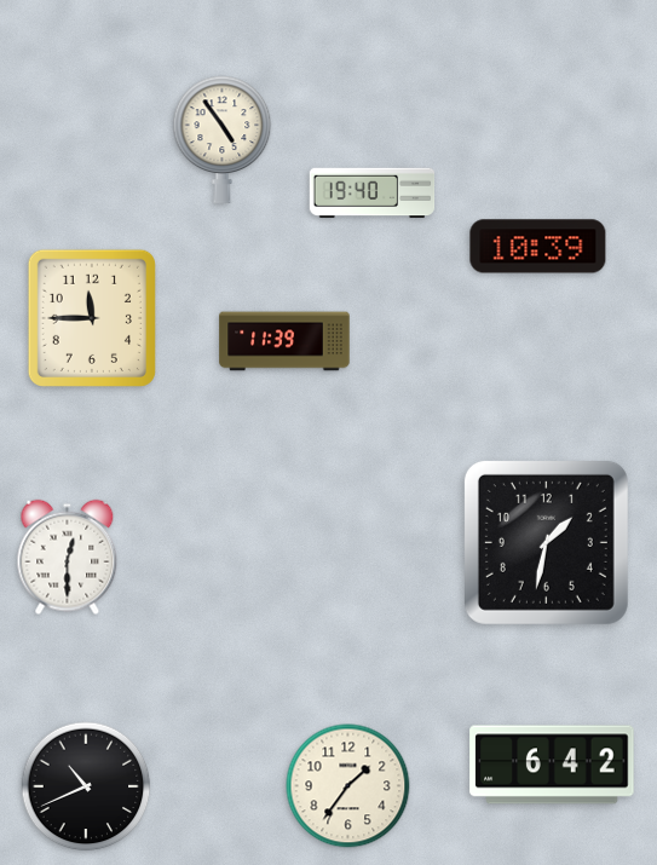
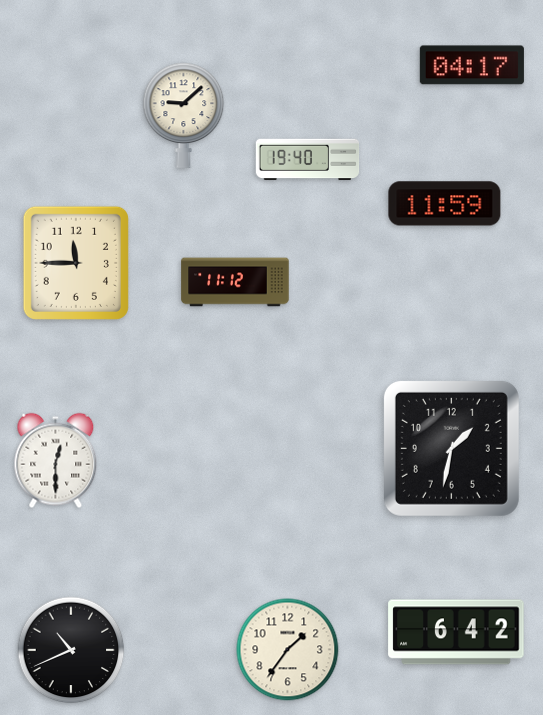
clock at (472, 65): none -> 04:17
clock at (223, 139): 4:54 -> 9:08
clock at (538, 247): 10:39 -> 11:59
clock at (284, 341): 11:39 -> 11:12
